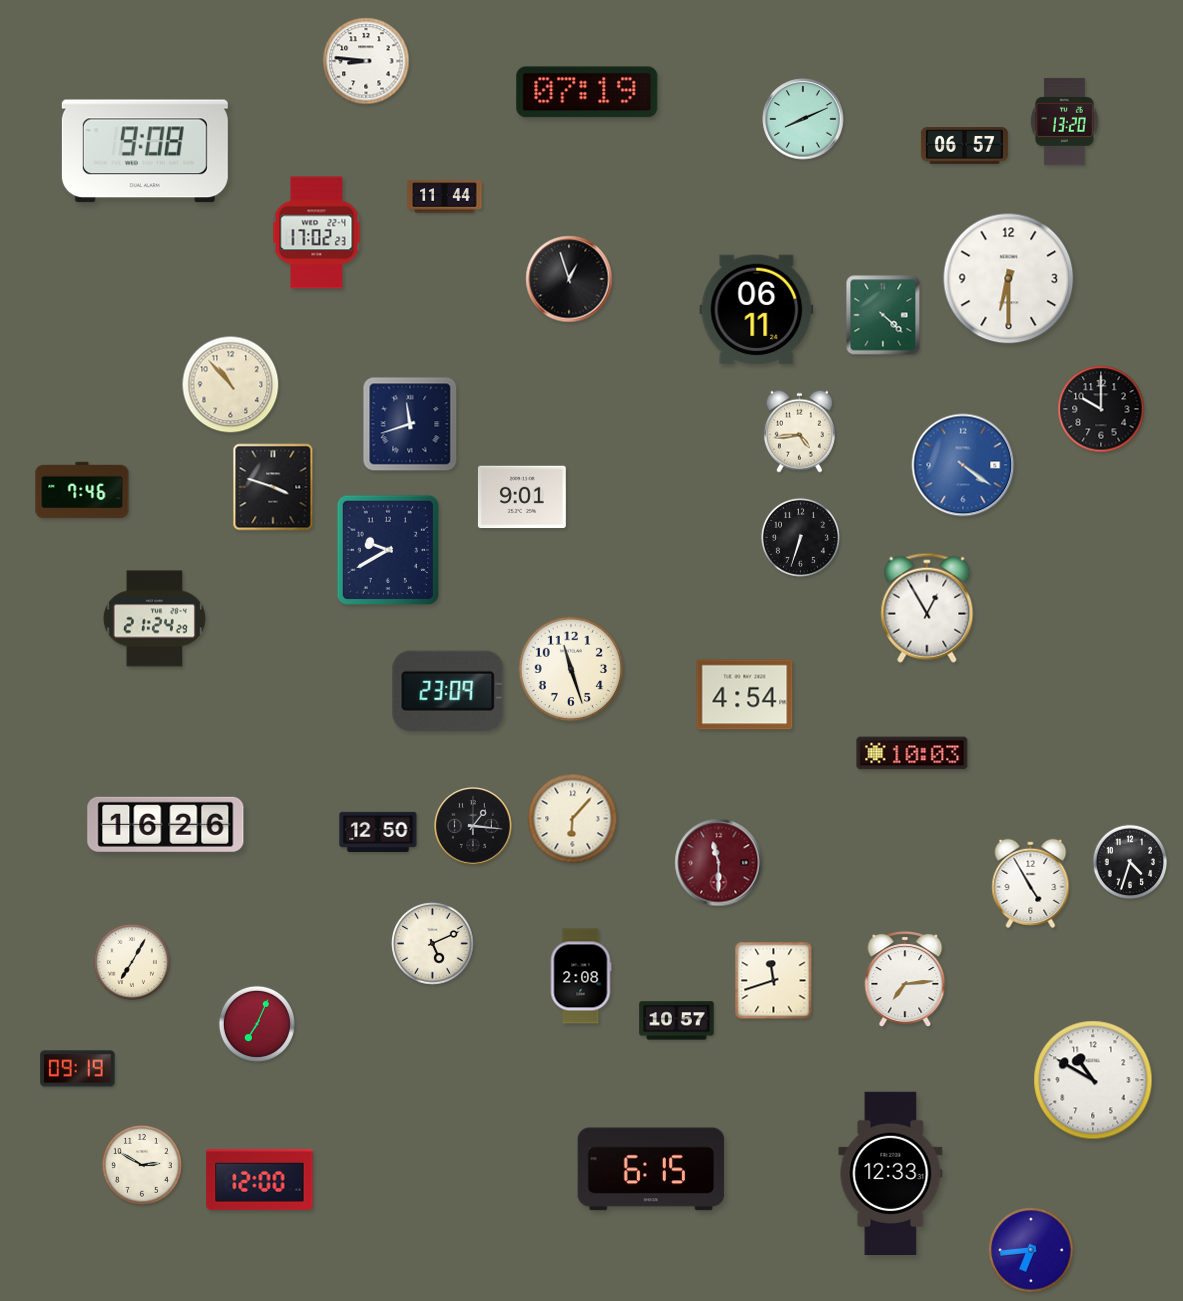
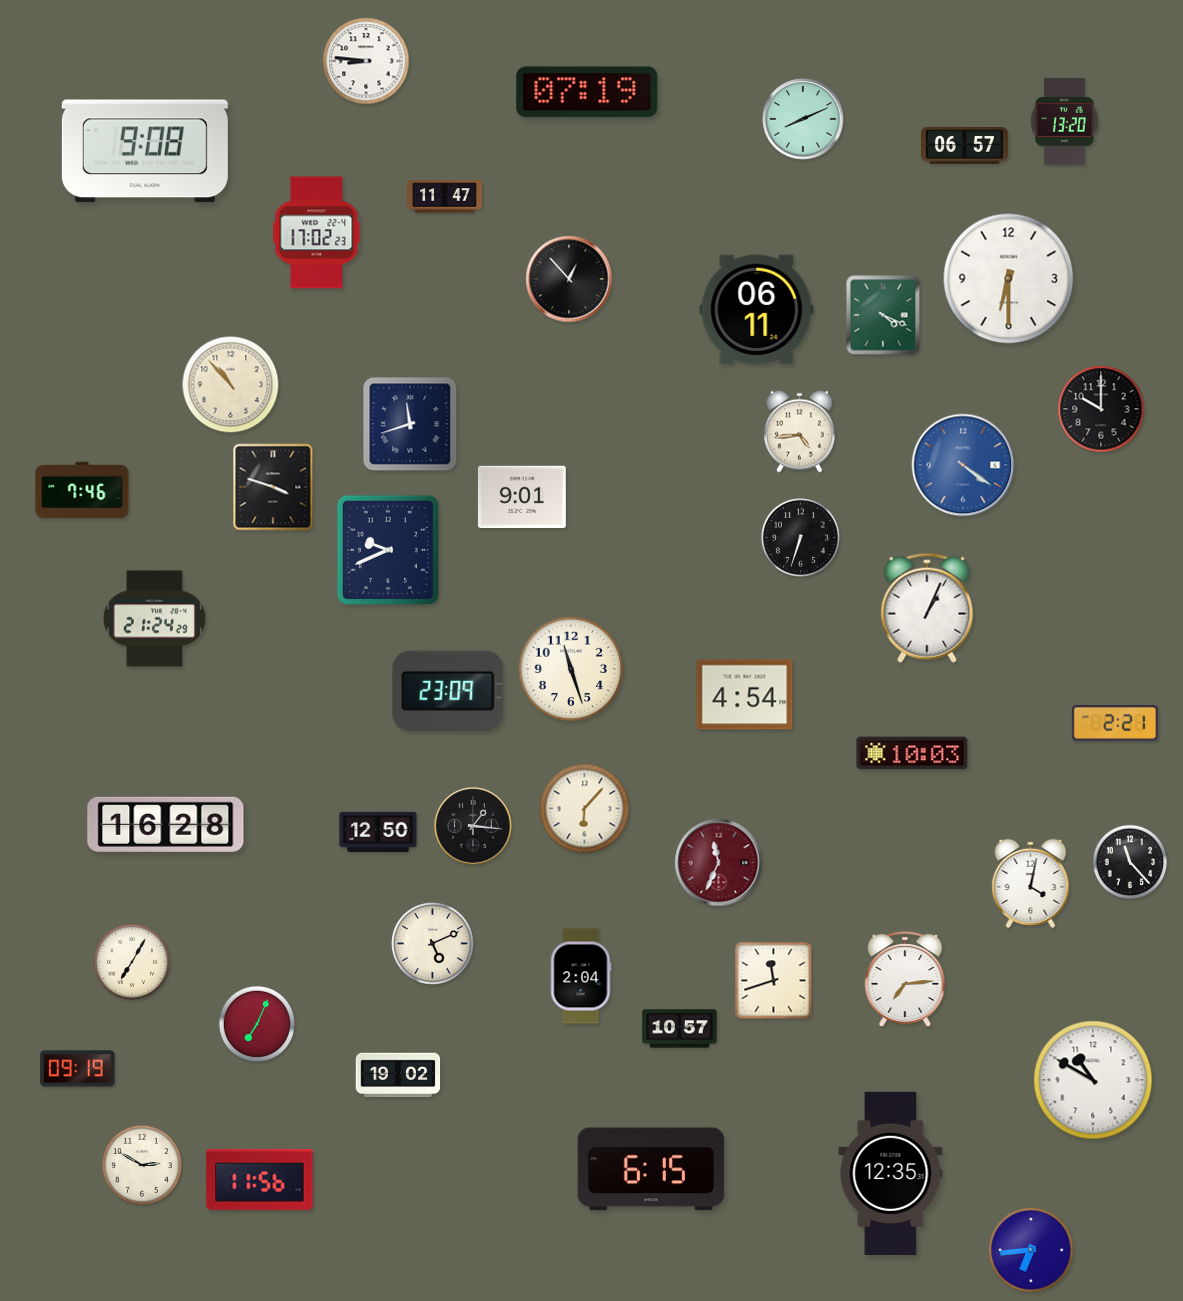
clock at (445, 197): 11:44 -> 11:47
clock at (569, 279): 12:57 -> 12:53
clock at (883, 315): 4:22 -> 4:19
clock at (387, 549): 9:40 -> 9:41
clock at (927, 608): 12:55 -> 1:04
clock at (1115, 723): none -> 2:21
clock at (573, 819) position: (573, 819) -> (585, 809)
clock at (166, 824): 16:26 -> 16:28
clock at (1130, 862): 4:33 -> 11:23
clock at (719, 863): 11:30 -> 11:34
clock at (1031, 883): 4:55 -> 4:02
clock at (581, 976): 2:08 -> 2:04
clock at (677, 1021) position: (677, 1021) -> (680, 1029)
clock at (398, 1075): none -> 19:02
clock at (891, 1173): 12:33 -> 12:35
clock at (260, 1179): 12:00 -> 11:56
